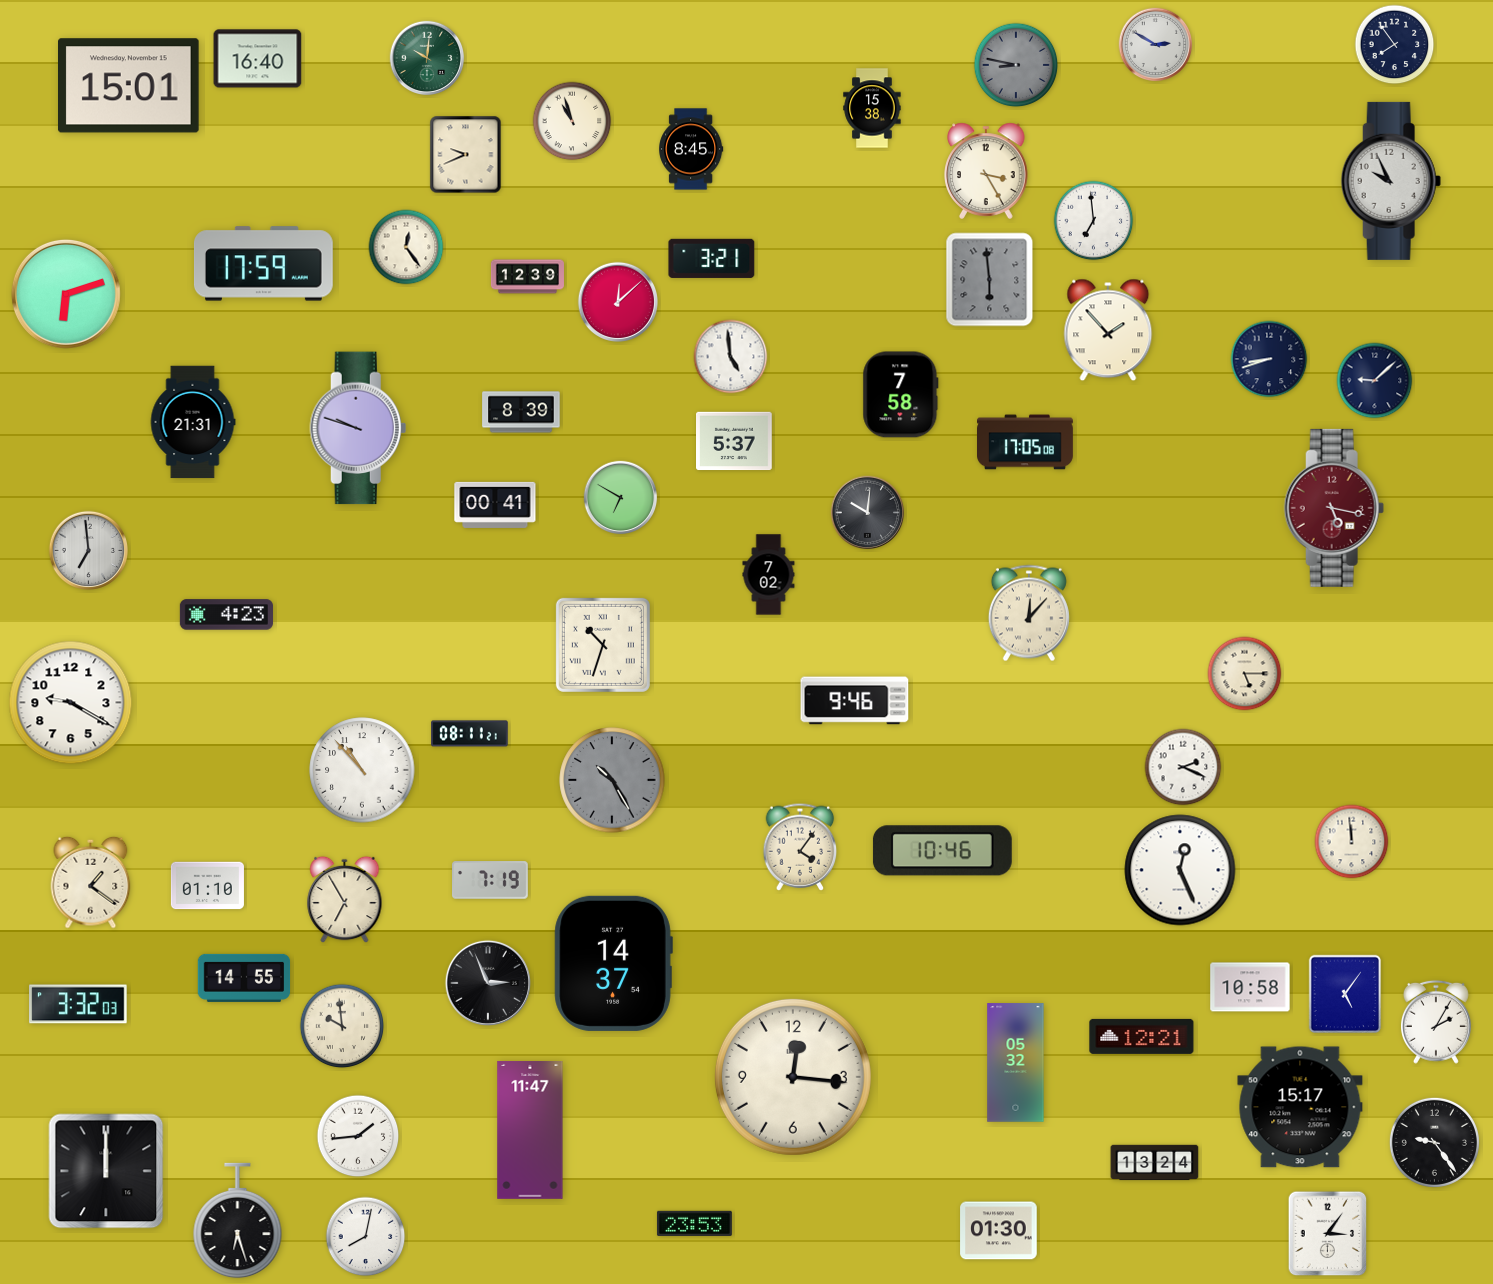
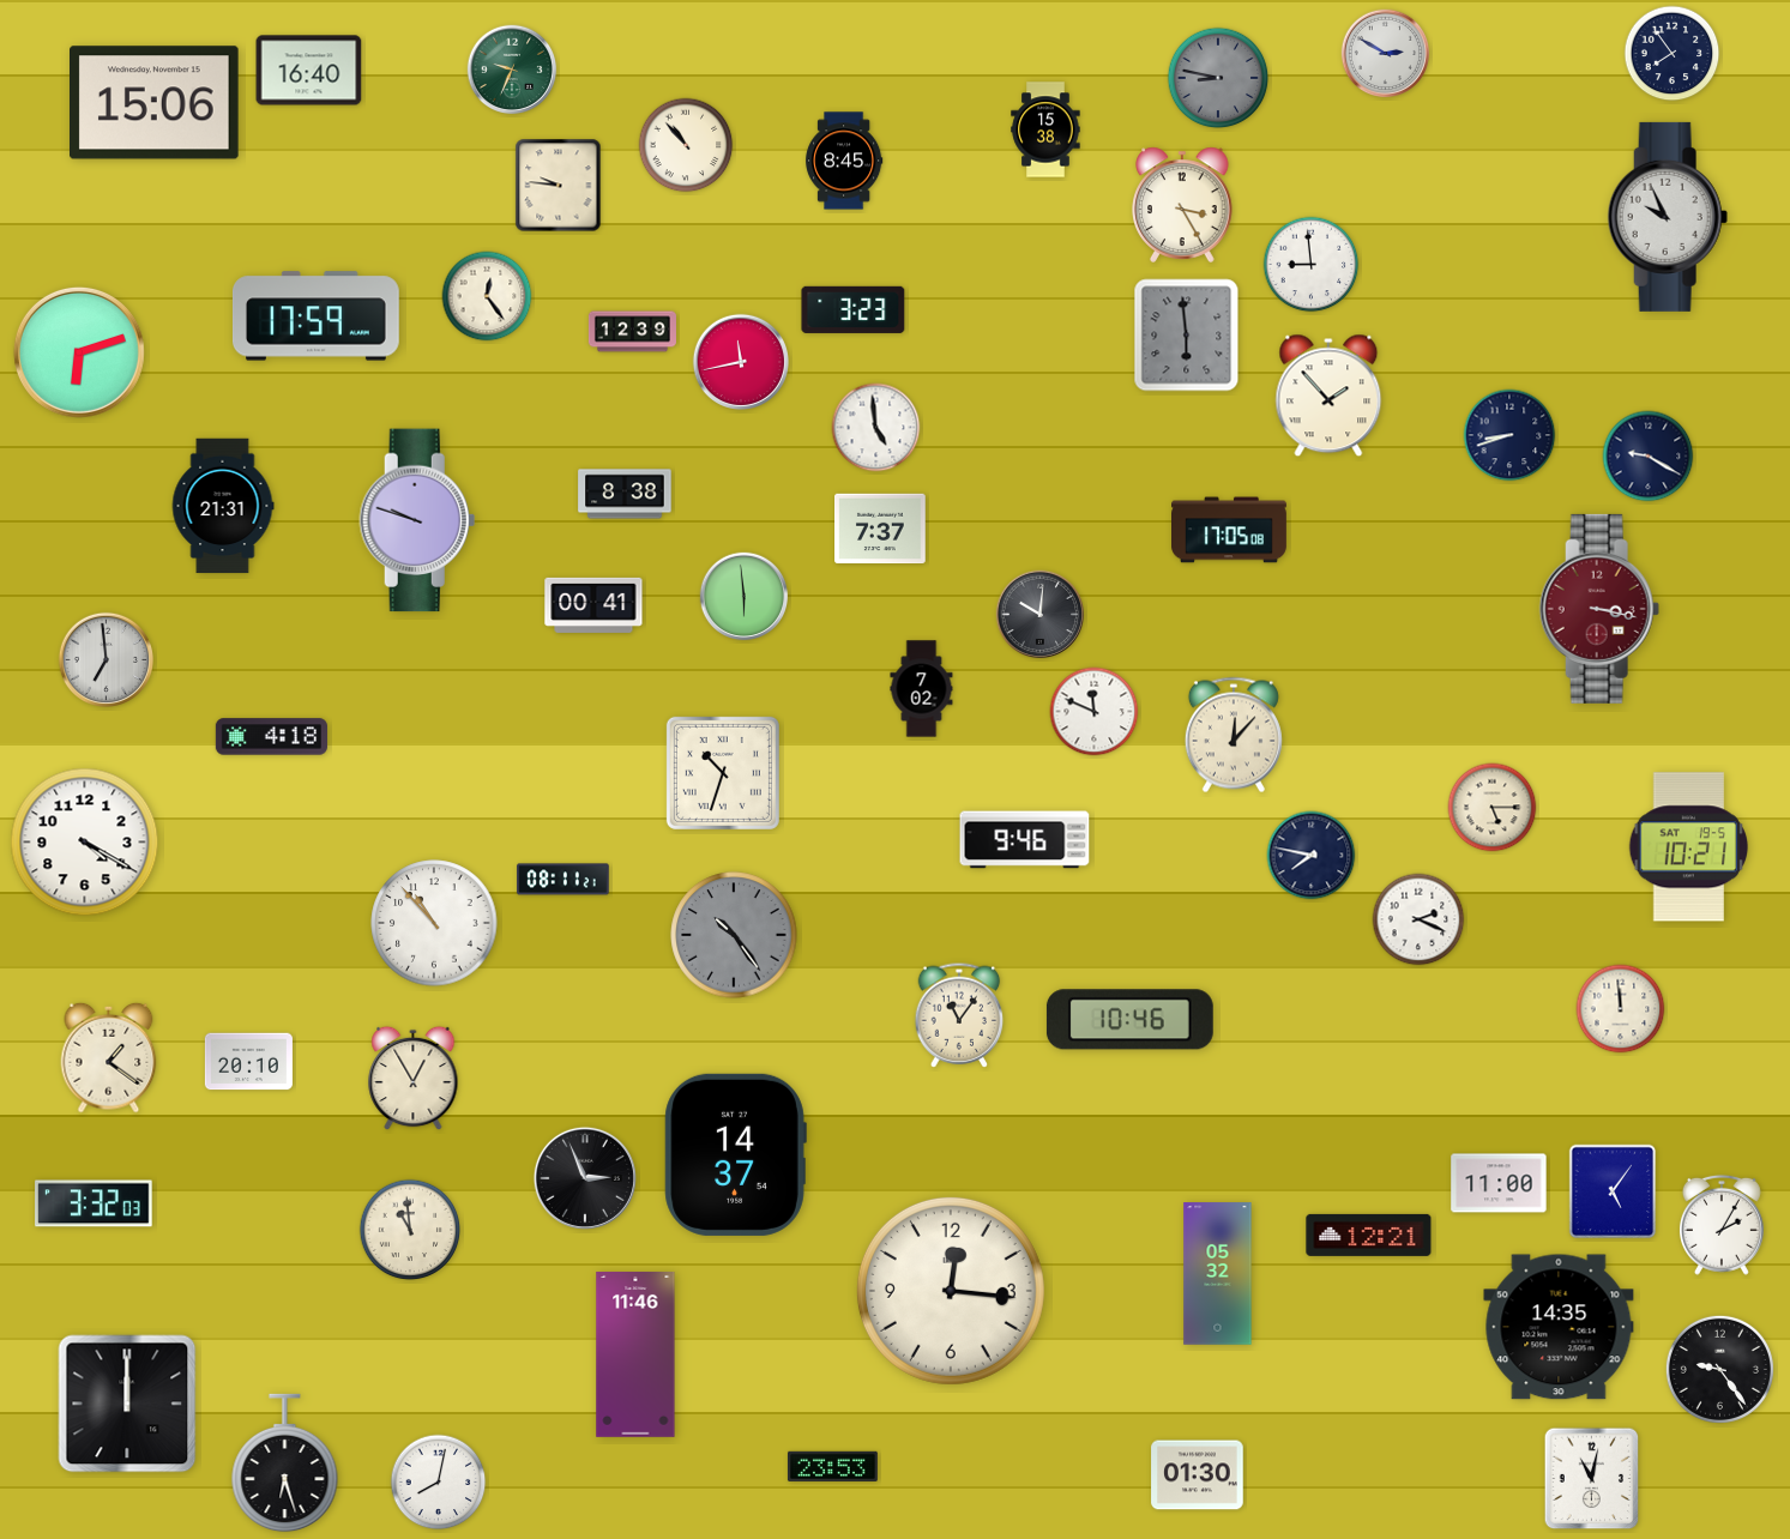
clock at (427, 58): 10:01 -> 9:34
clock at (129, 86): 15:01 -> 15:06
clock at (572, 121): 10:57 -> 10:53
clock at (692, 149) position: (692, 149) -> (845, 161)
clock at (466, 155): 9:41 -> 9:46
clock at (1094, 221): 6:59 -> 8:59
clock at (712, 258): 3:21 -> 3:23
clock at (617, 301): 12:08 -> 11:43
clock at (1269, 359) position: (1269, 359) -> (1509, 435)
clock at (1375, 381): 9:08 -> 9:20
clock at (901, 395): 7:58 -> none
clock at (521, 412): 8:39 -> 8:38
clock at (193, 422) position: (193, 422) -> (223, 506)
clock at (358, 428) position: (358, 428) -> (417, 520)
clock at (735, 441): 5:37 -> 7:37
clock at (621, 498): 6:50 -> 5:59
clock at (1334, 508): 5:17 -> 3:17
clock at (1095, 712): none -> 11:49
clock at (226, 615): 4:23 -> 4:18
clock at (71, 703): 9:20 -> 4:20
clock at (1688, 847): none -> 10:21
clock at (1312, 856): none -> 7:47
clock at (612, 780): 10:25 -> 10:24
clock at (800, 847): 4:06 -> 11:06
clock at (1180, 870): 12:26 -> none
clock at (490, 880): 7:19 -> none
clock at (207, 886): 01:10 -> 20:10
clock at (345, 900): 6:55 -> 12:55
clock at (244, 978): 14:55 -> none
clock at (1250, 987): 10:58 -> 11:00
clock at (342, 1026): 9:59 -> 10:59
clock at (1142, 1036) position: (1142, 1036) -> (1369, 1235)
clock at (1300, 1107): 15:17 -> 14:35
clock at (530, 1130): 11:47 -> 11:46
clock at (358, 1136): 1:44 -> none
clock at (1155, 1163): 13:24 -> none
clock at (1328, 1234): 3:06 -> 11:02
